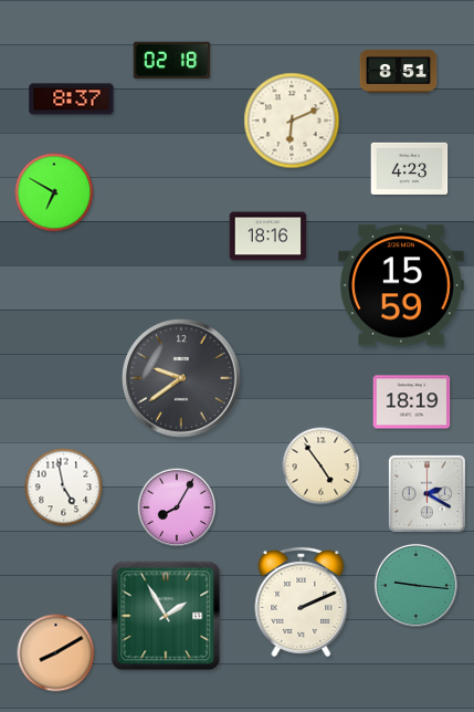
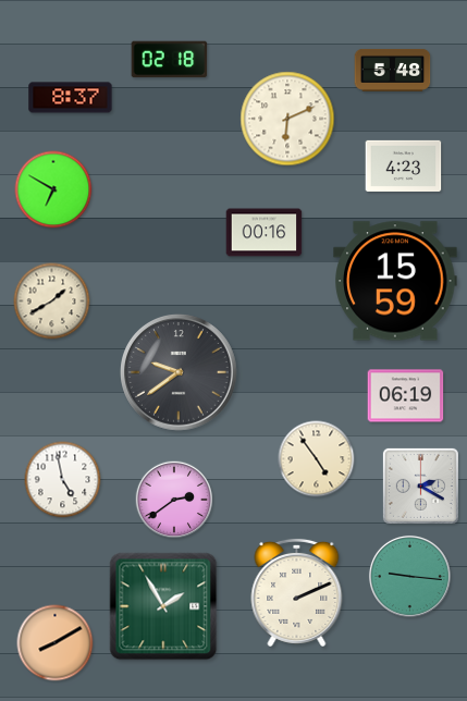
clock at (399, 71): 8:51 -> 5:48
clock at (268, 237): 18:16 -> 00:16
clock at (52, 302): none -> 1:40
clock at (412, 402): 18:19 -> 06:19
clock at (177, 507): 8:05 -> 2:39
